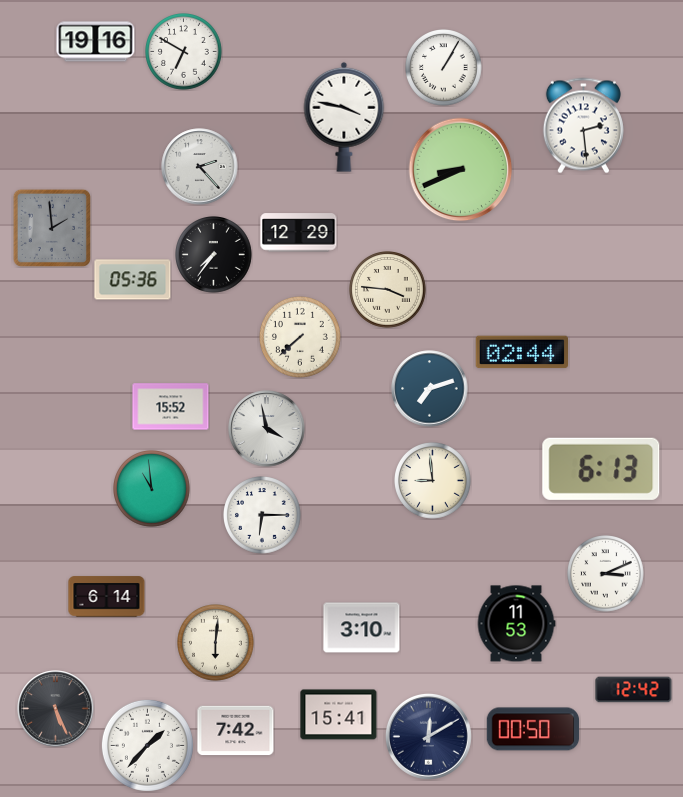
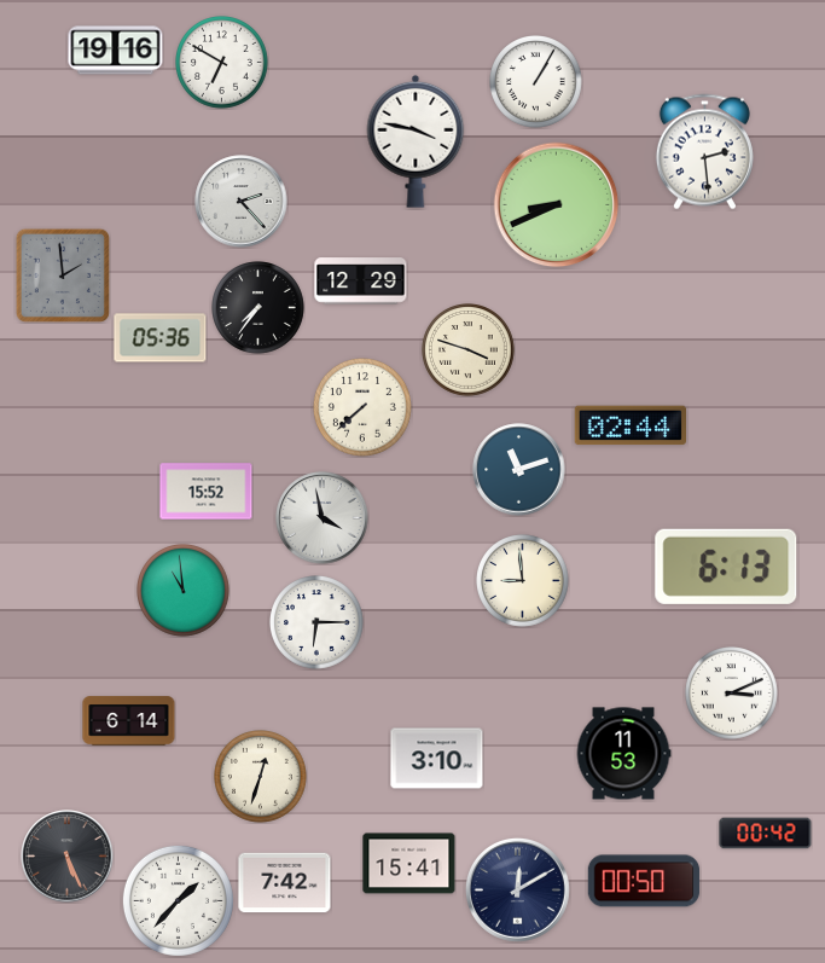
clock at (388, 290): 3:46 -> 3:48
clock at (430, 389): 7:12 -> 11:12
clock at (216, 643): 6:01 -> 12:33
clock at (634, 690): 12:42 -> 00:42
